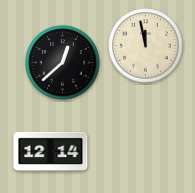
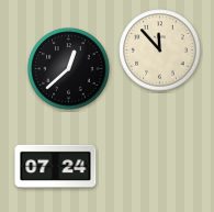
clock at (146, 46): 11:58 -> 11:53
clock at (51, 151): 12:14 -> 07:24
